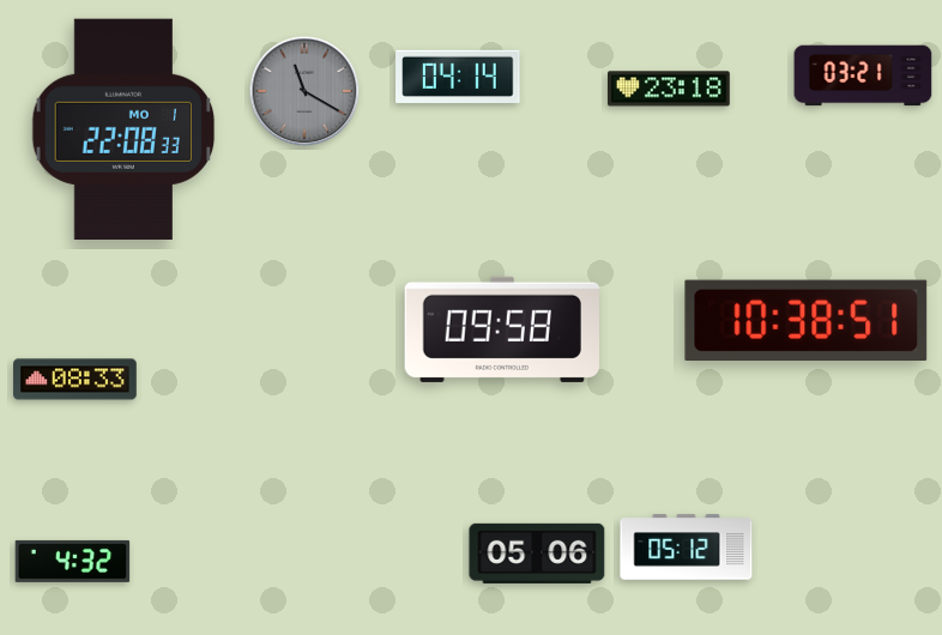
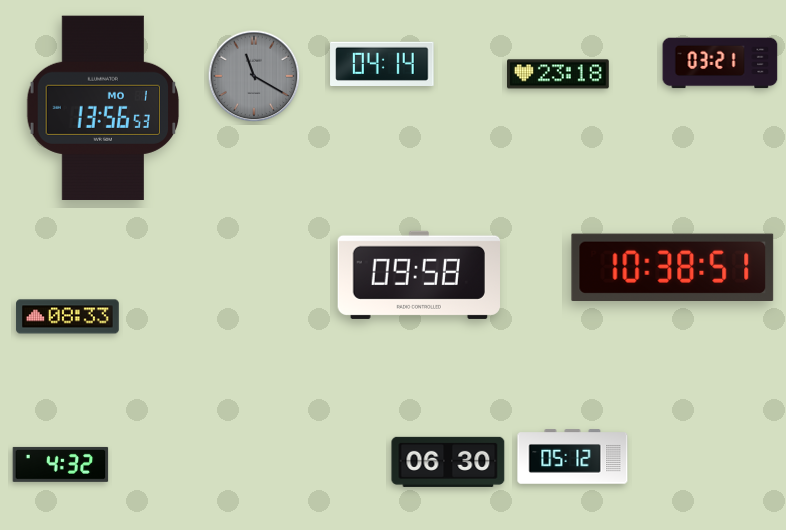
clock at (123, 128): 22:08 -> 13:56
clock at (76, 380) position: (76, 380) -> (68, 317)
clock at (537, 554): 05:06 -> 06:30
clock at (73, 561) position: (73, 561) -> (61, 464)
